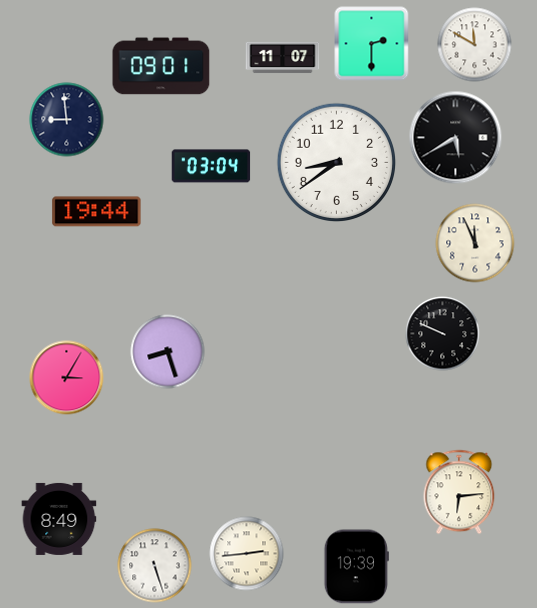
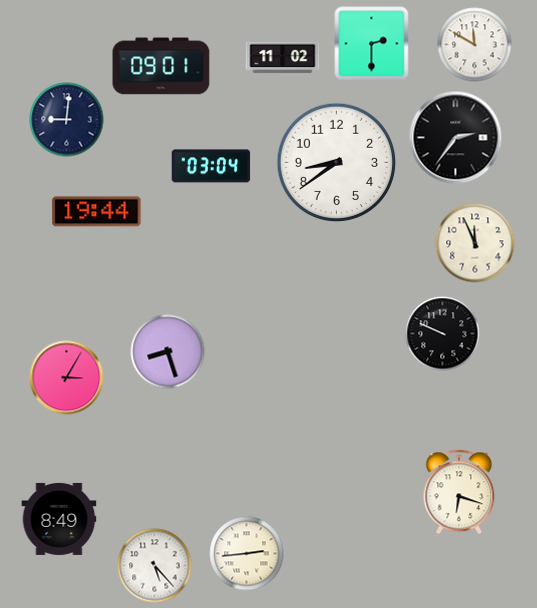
clock at (283, 58): 11:07 -> 11:02
clock at (67, 120): 8:59 -> 9:01
clock at (456, 138): 5:40 -> 2:36
clock at (459, 492): 6:14 -> 6:18
clock at (155, 566): 5:27 -> 5:23
clock at (356, 567): 19:39 -> none
